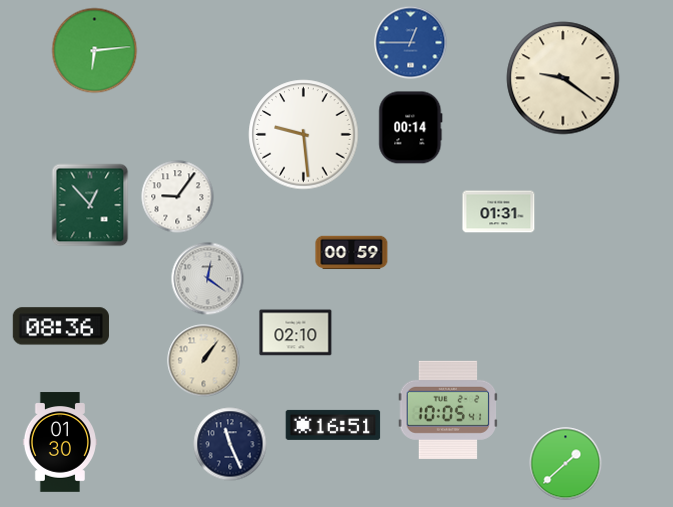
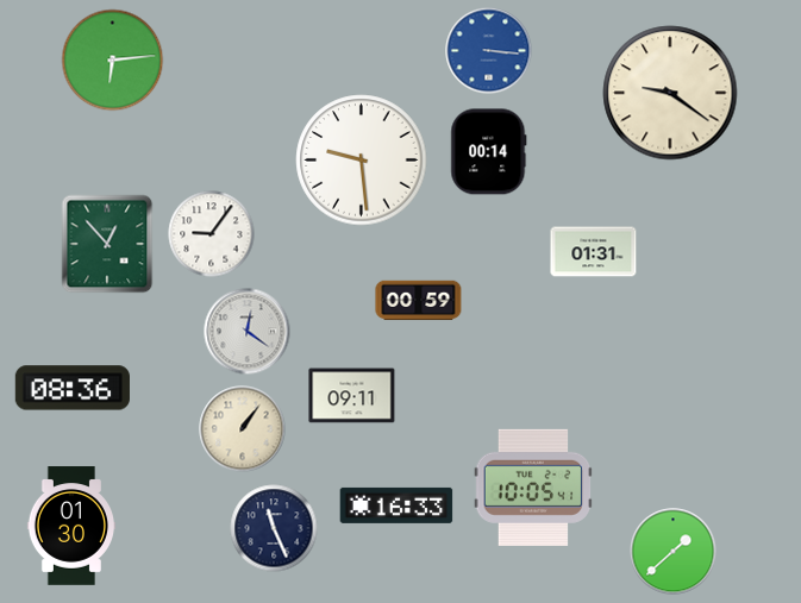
clock at (411, 43): 12:45 -> 3:16
clock at (296, 333): 02:10 -> 09:11
clock at (333, 425): 16:51 -> 16:33
